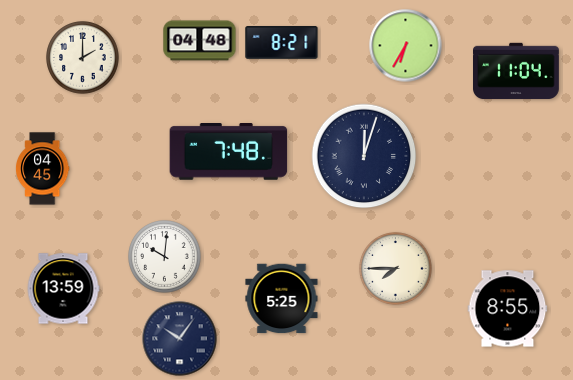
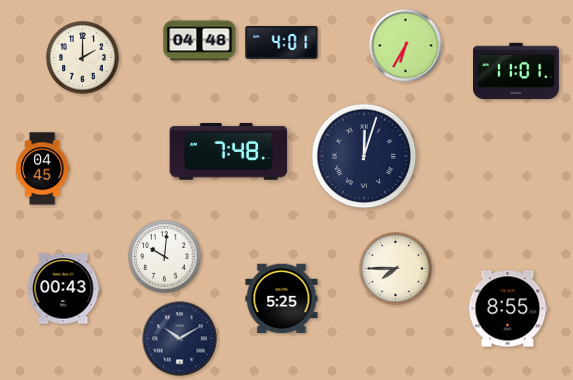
clock at (282, 43): 8:21 -> 4:01
clock at (517, 71): 11:04 -> 11:01
clock at (63, 289): 13:59 -> 00:43
clock at (180, 339): 10:06 -> 10:10
